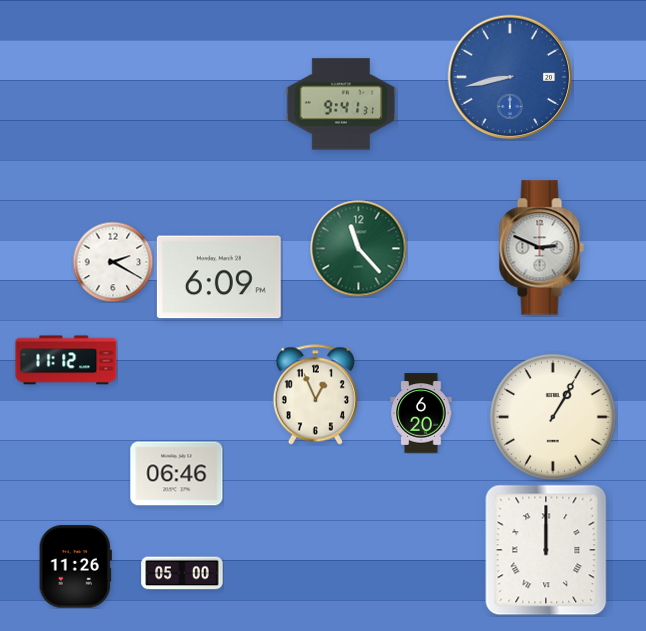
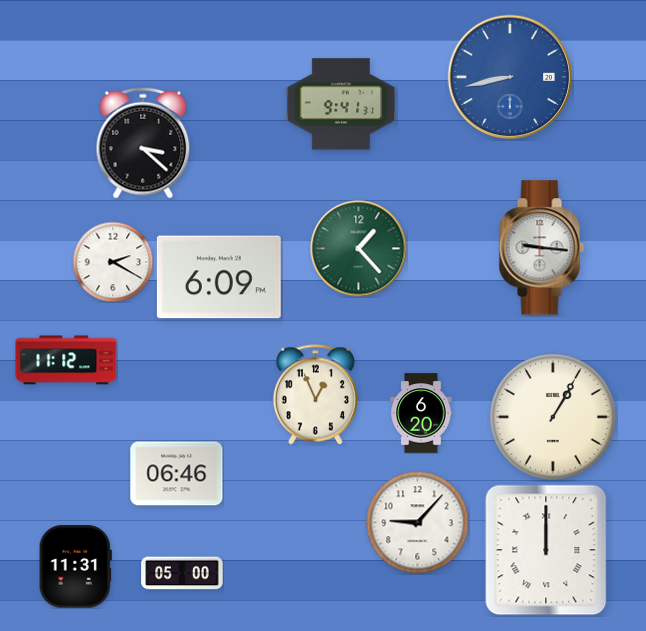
clock at (143, 143): none -> 3:22
clock at (541, 248): 2:49 -> 9:16
clock at (359, 249): 11:23 -> 1:23
clock at (418, 523): none -> 9:07
clock at (75, 567): 11:26 -> 11:31
